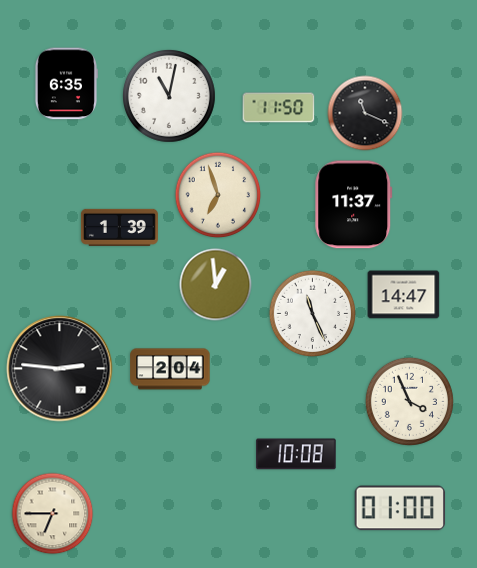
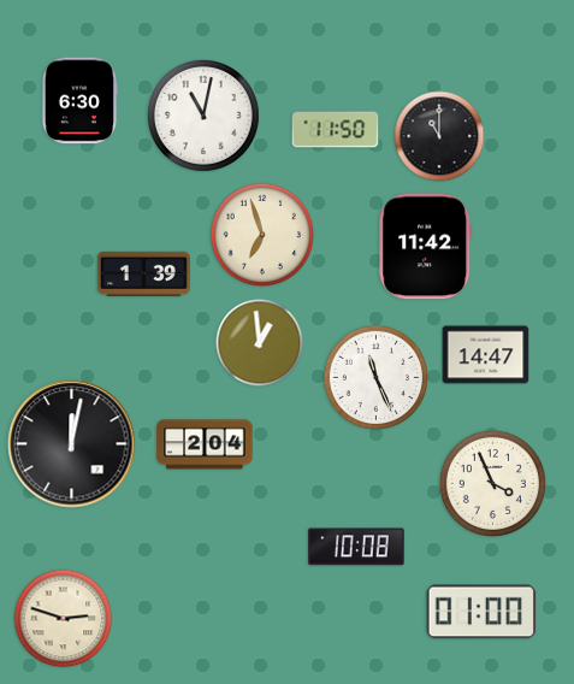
clock at (65, 84): 6:35 -> 6:30
clock at (365, 113): 11:19 -> 11:00
clock at (354, 205): 11:37 -> 11:42
clock at (60, 369): 2:46 -> 12:02
clock at (53, 514): 6:45 -> 2:48
